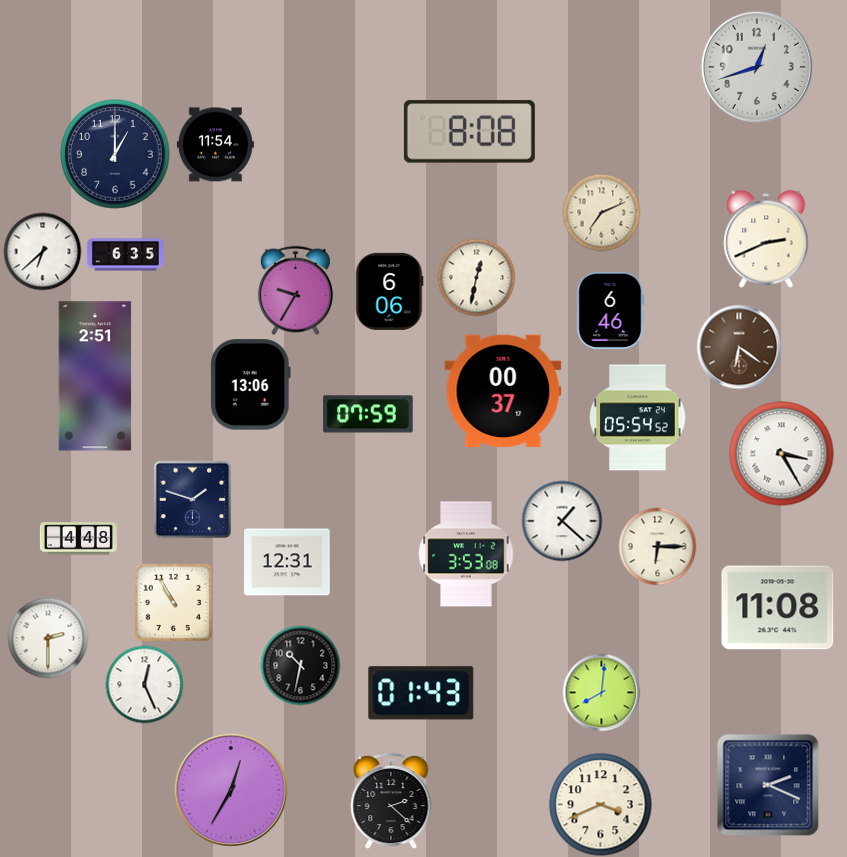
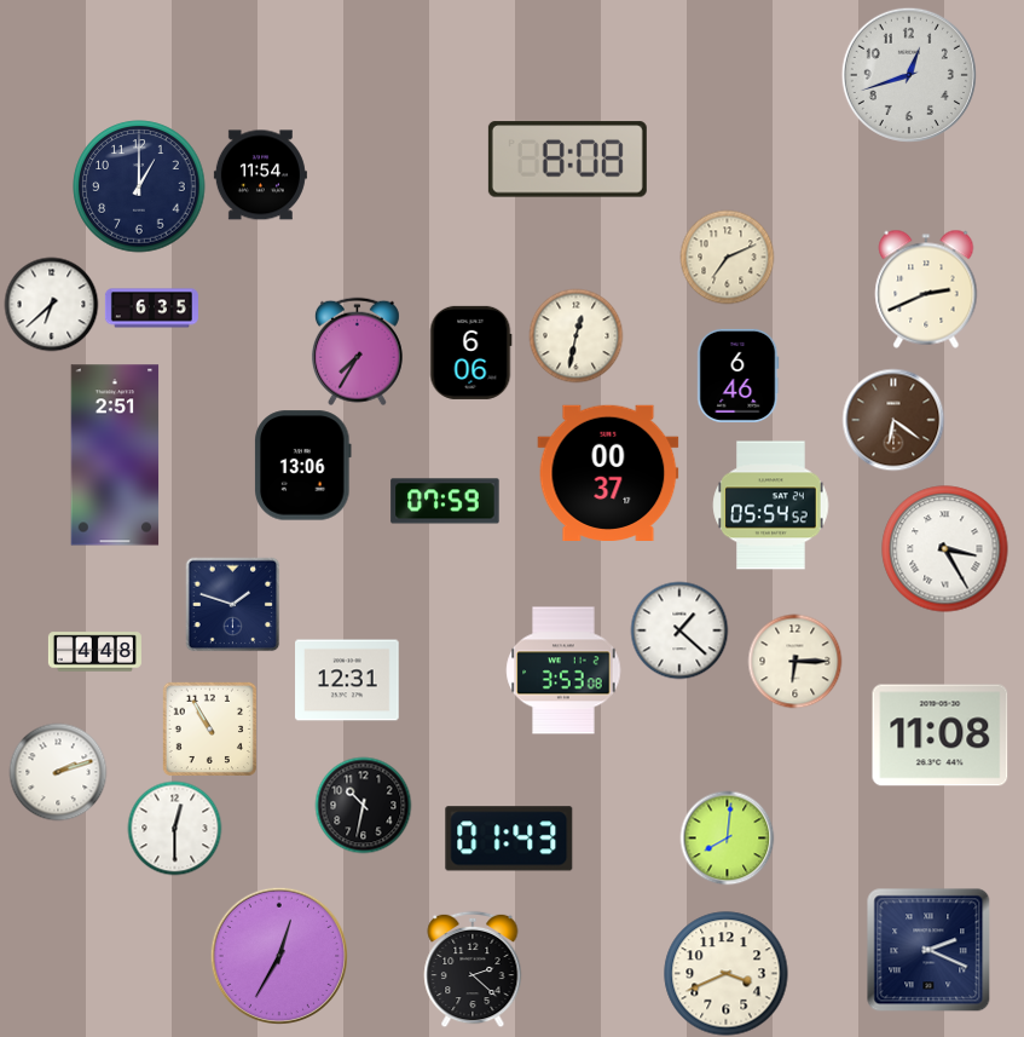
clock at (757, 67) position: (757, 67) -> (909, 75)
clock at (295, 290): 9:35 -> 7:35
clock at (48, 638): 2:30 -> 2:12
clock at (144, 684): 12:26 -> 12:30
